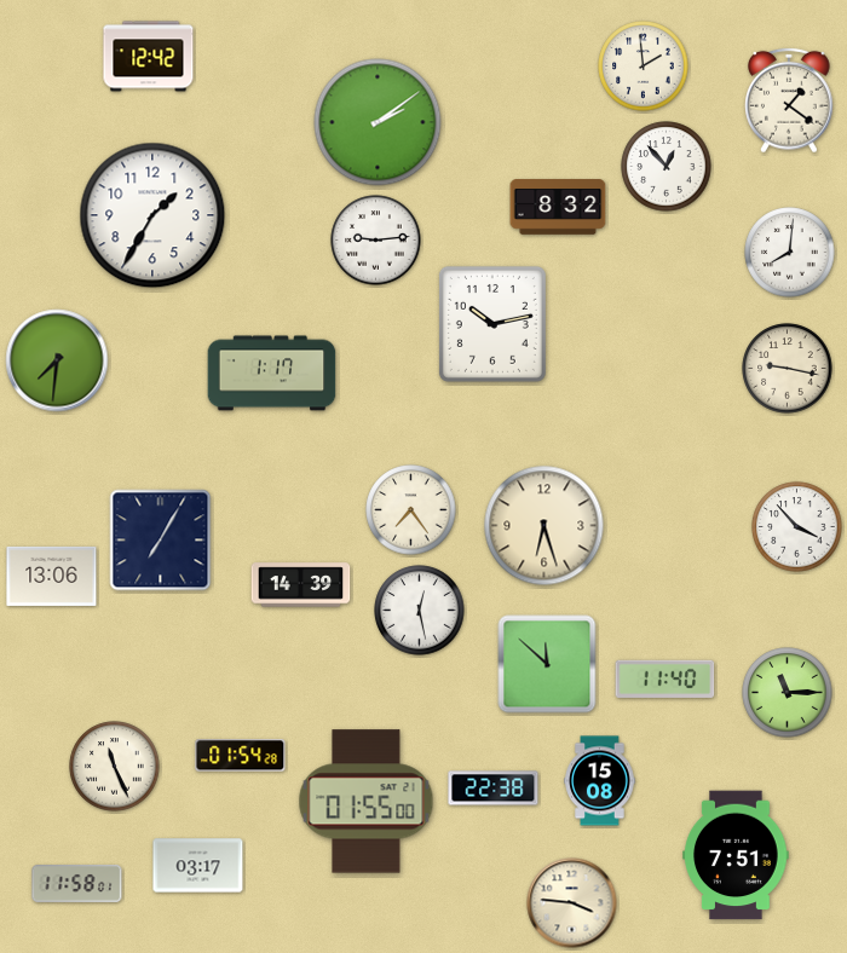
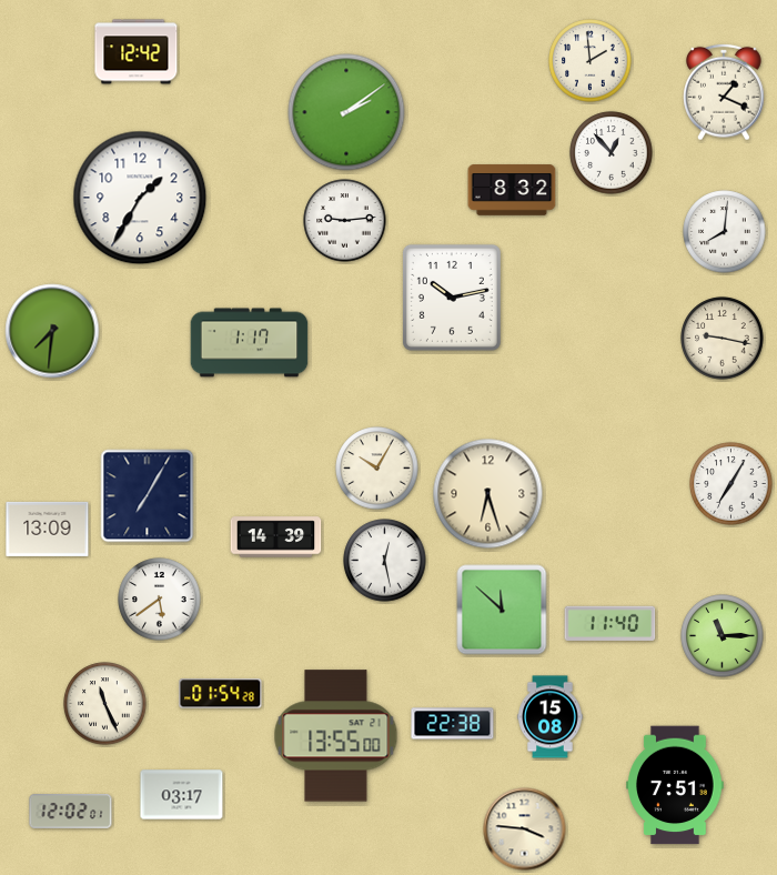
clock at (789, 100): 1:21 -> 1:19
clock at (411, 510): 7:24 -> 10:05
clock at (544, 526) position: (544, 526) -> (488, 494)
clock at (797, 527): 3:53 -> 7:05
clock at (52, 576): 13:06 -> 13:09
clock at (160, 600): none -> 5:39
clock at (367, 802): 01:55 -> 13:55
clock at (77, 884): 11:58 -> 12:02
